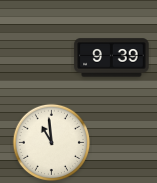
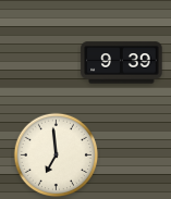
clock at (52, 143): 10:59 -> 6:59
